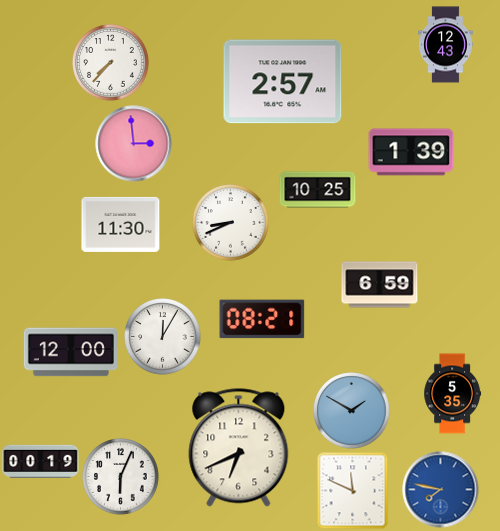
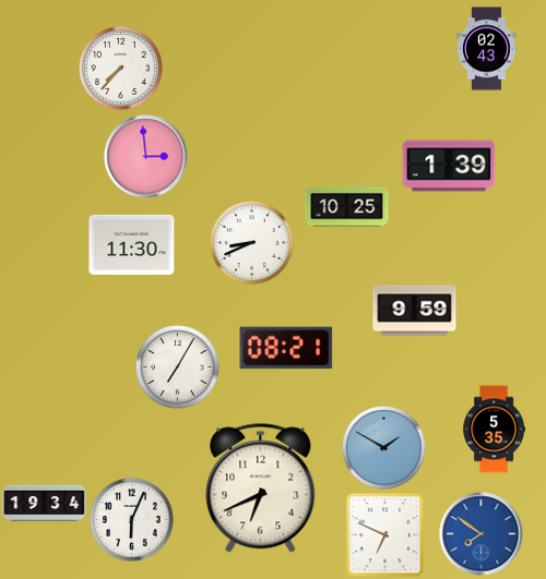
clock at (446, 45): 12:43 -> 02:43
clock at (283, 82): 2:57 -> none
clock at (380, 285): 6:59 -> 9:59
clock at (163, 337): 12:05 -> 7:05
clock at (71, 352): 12:00 -> none
clock at (41, 461): 00:19 -> 19:34
clock at (353, 490): 11:49 -> 6:49
clock at (441, 490): 7:47 -> 7:51
